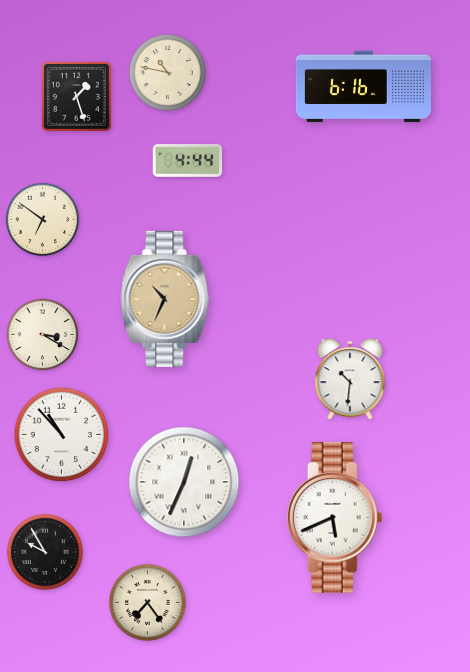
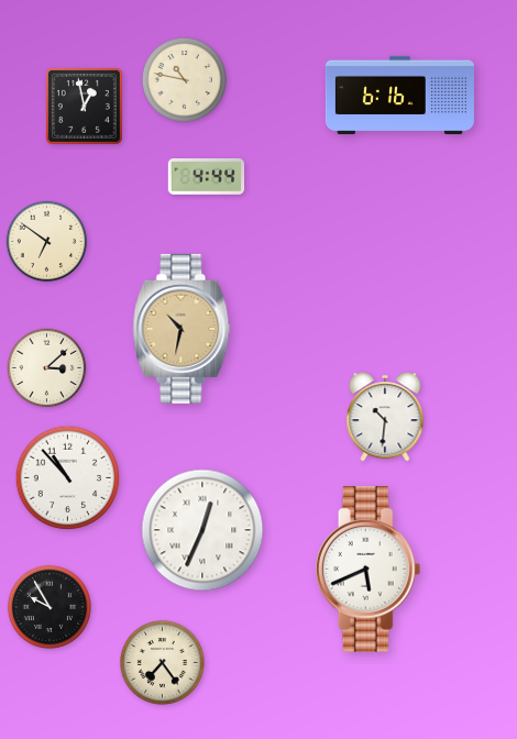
clock at (76, 96): 1:27 -> 12:58
clock at (165, 299): 10:34 -> 10:32
clock at (43, 335): 3:20 -> 3:08
